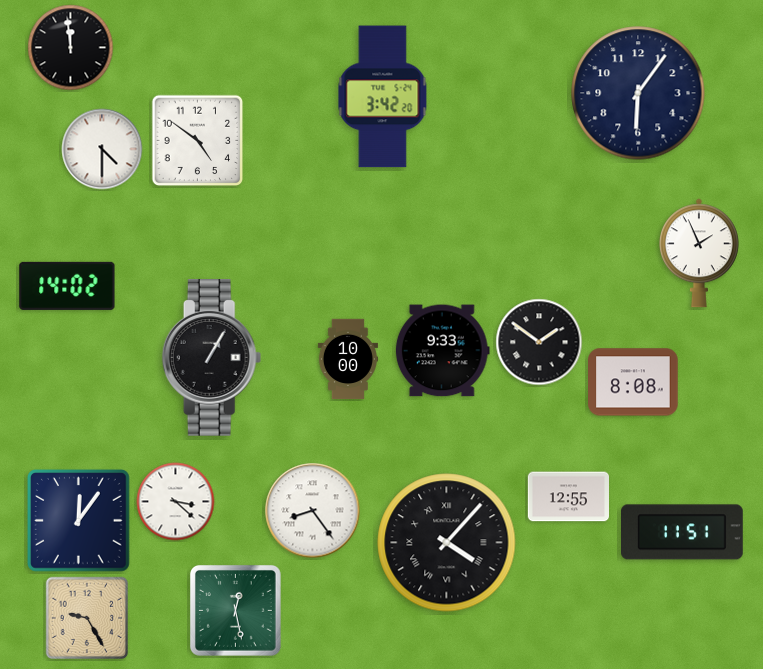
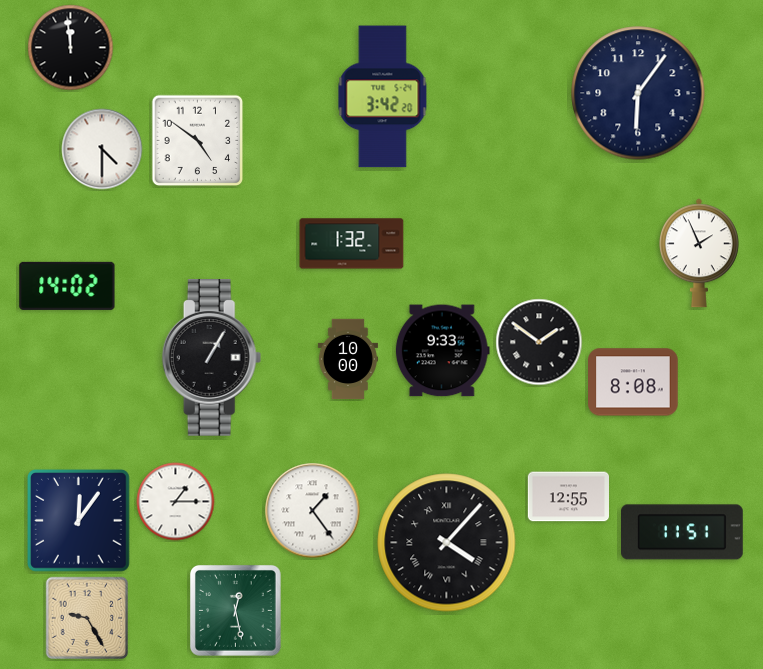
clock at (352, 244): none -> 1:32
clock at (176, 502): 3:22 -> 1:15
clock at (313, 511): 8:24 -> 1:24
